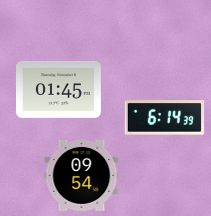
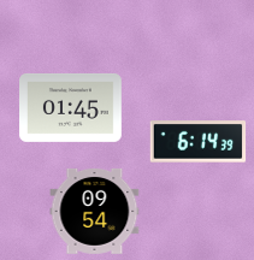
clock at (82, 175) position: (82, 175) -> (95, 211)
